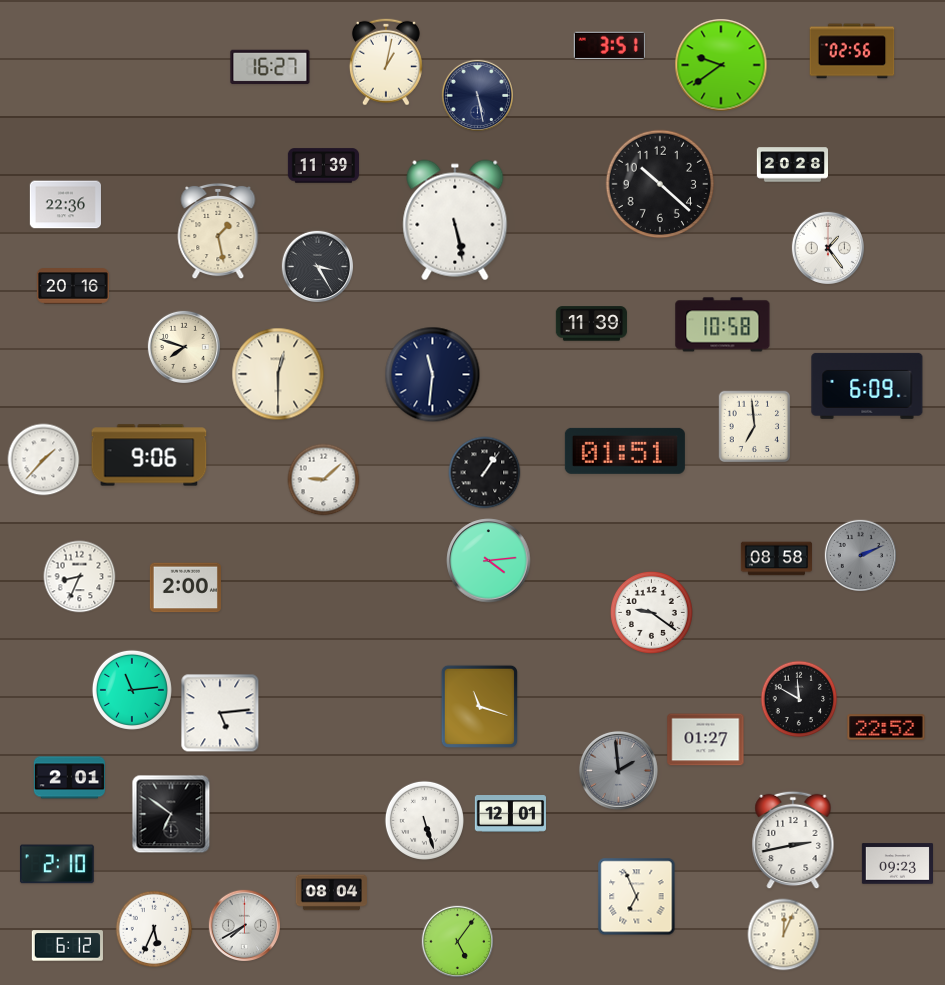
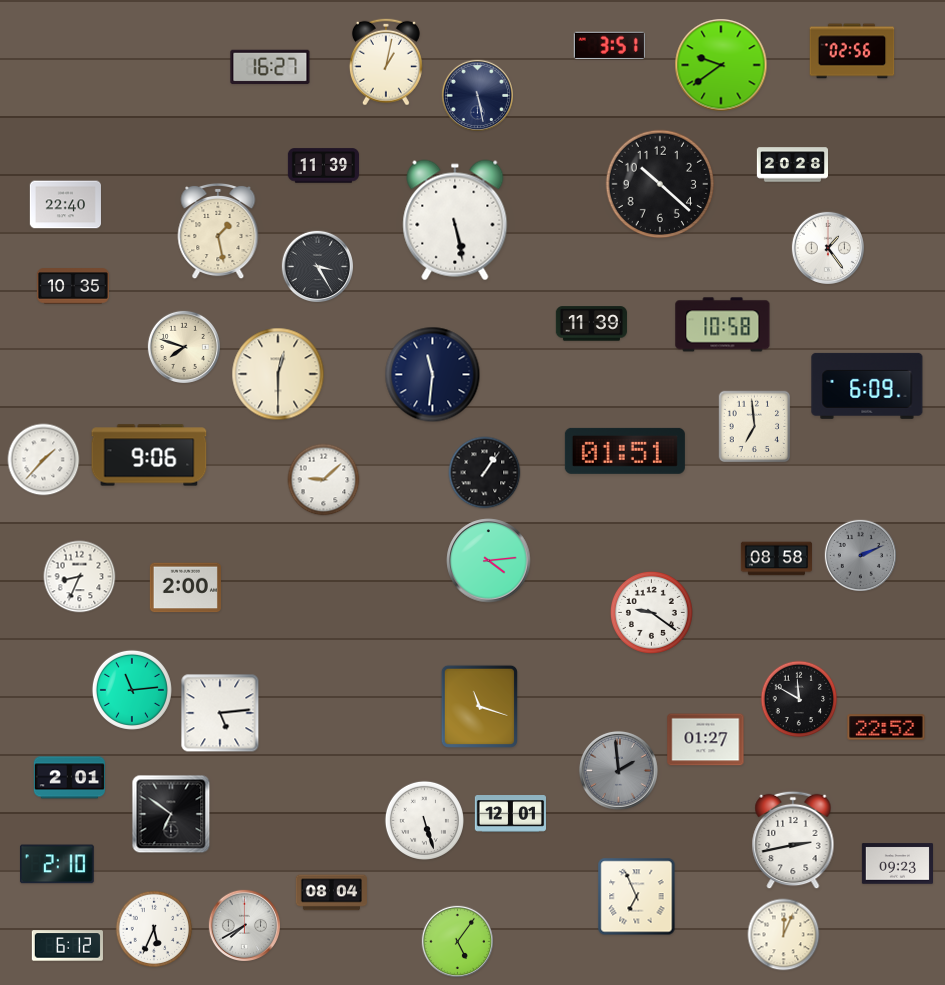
clock at (65, 205): 22:36 -> 22:40
clock at (73, 286): 20:16 -> 10:35
